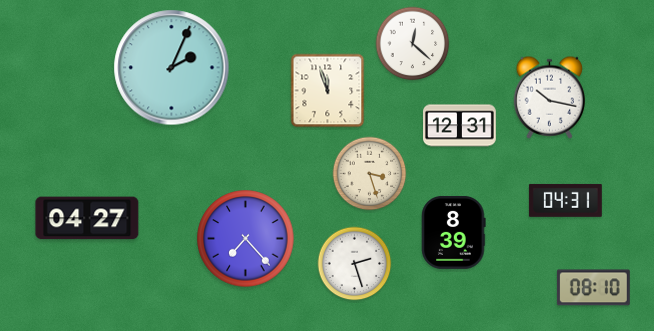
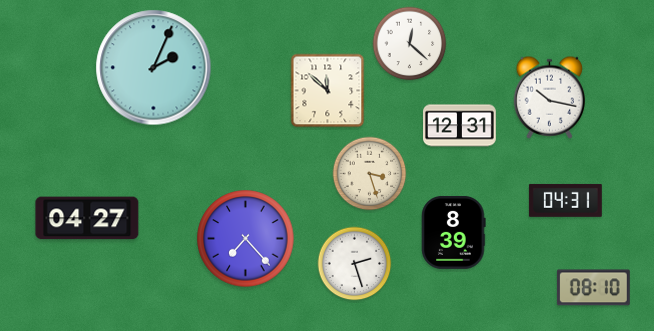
clock at (413, 44) position: (413, 44) -> (410, 44)
clock at (172, 68) position: (172, 68) -> (154, 68)
clock at (328, 91): 11:57 -> 11:52
